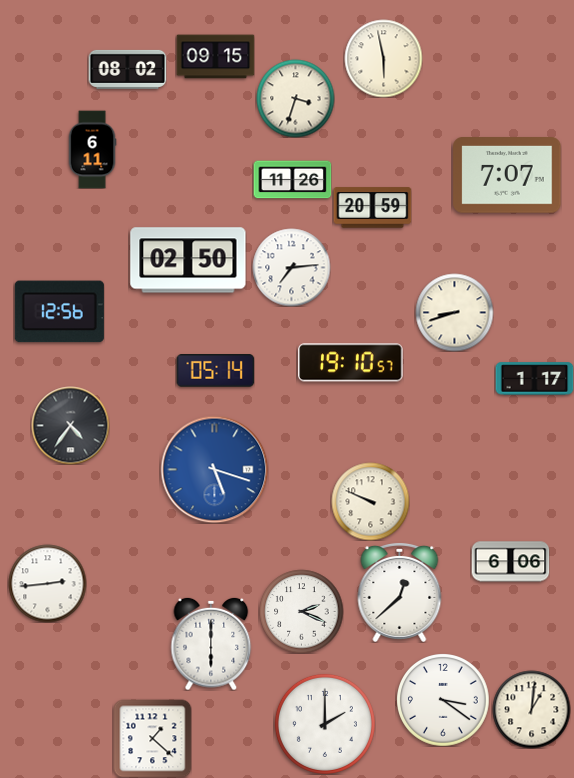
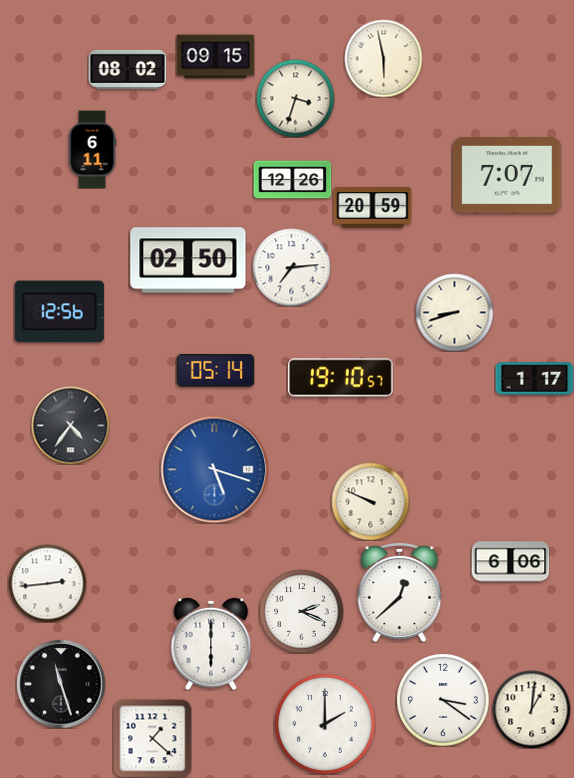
clock at (292, 180): 11:26 -> 12:26
clock at (351, 363) position: (351, 363) -> (341, 378)
clock at (61, 684): none -> 11:27
